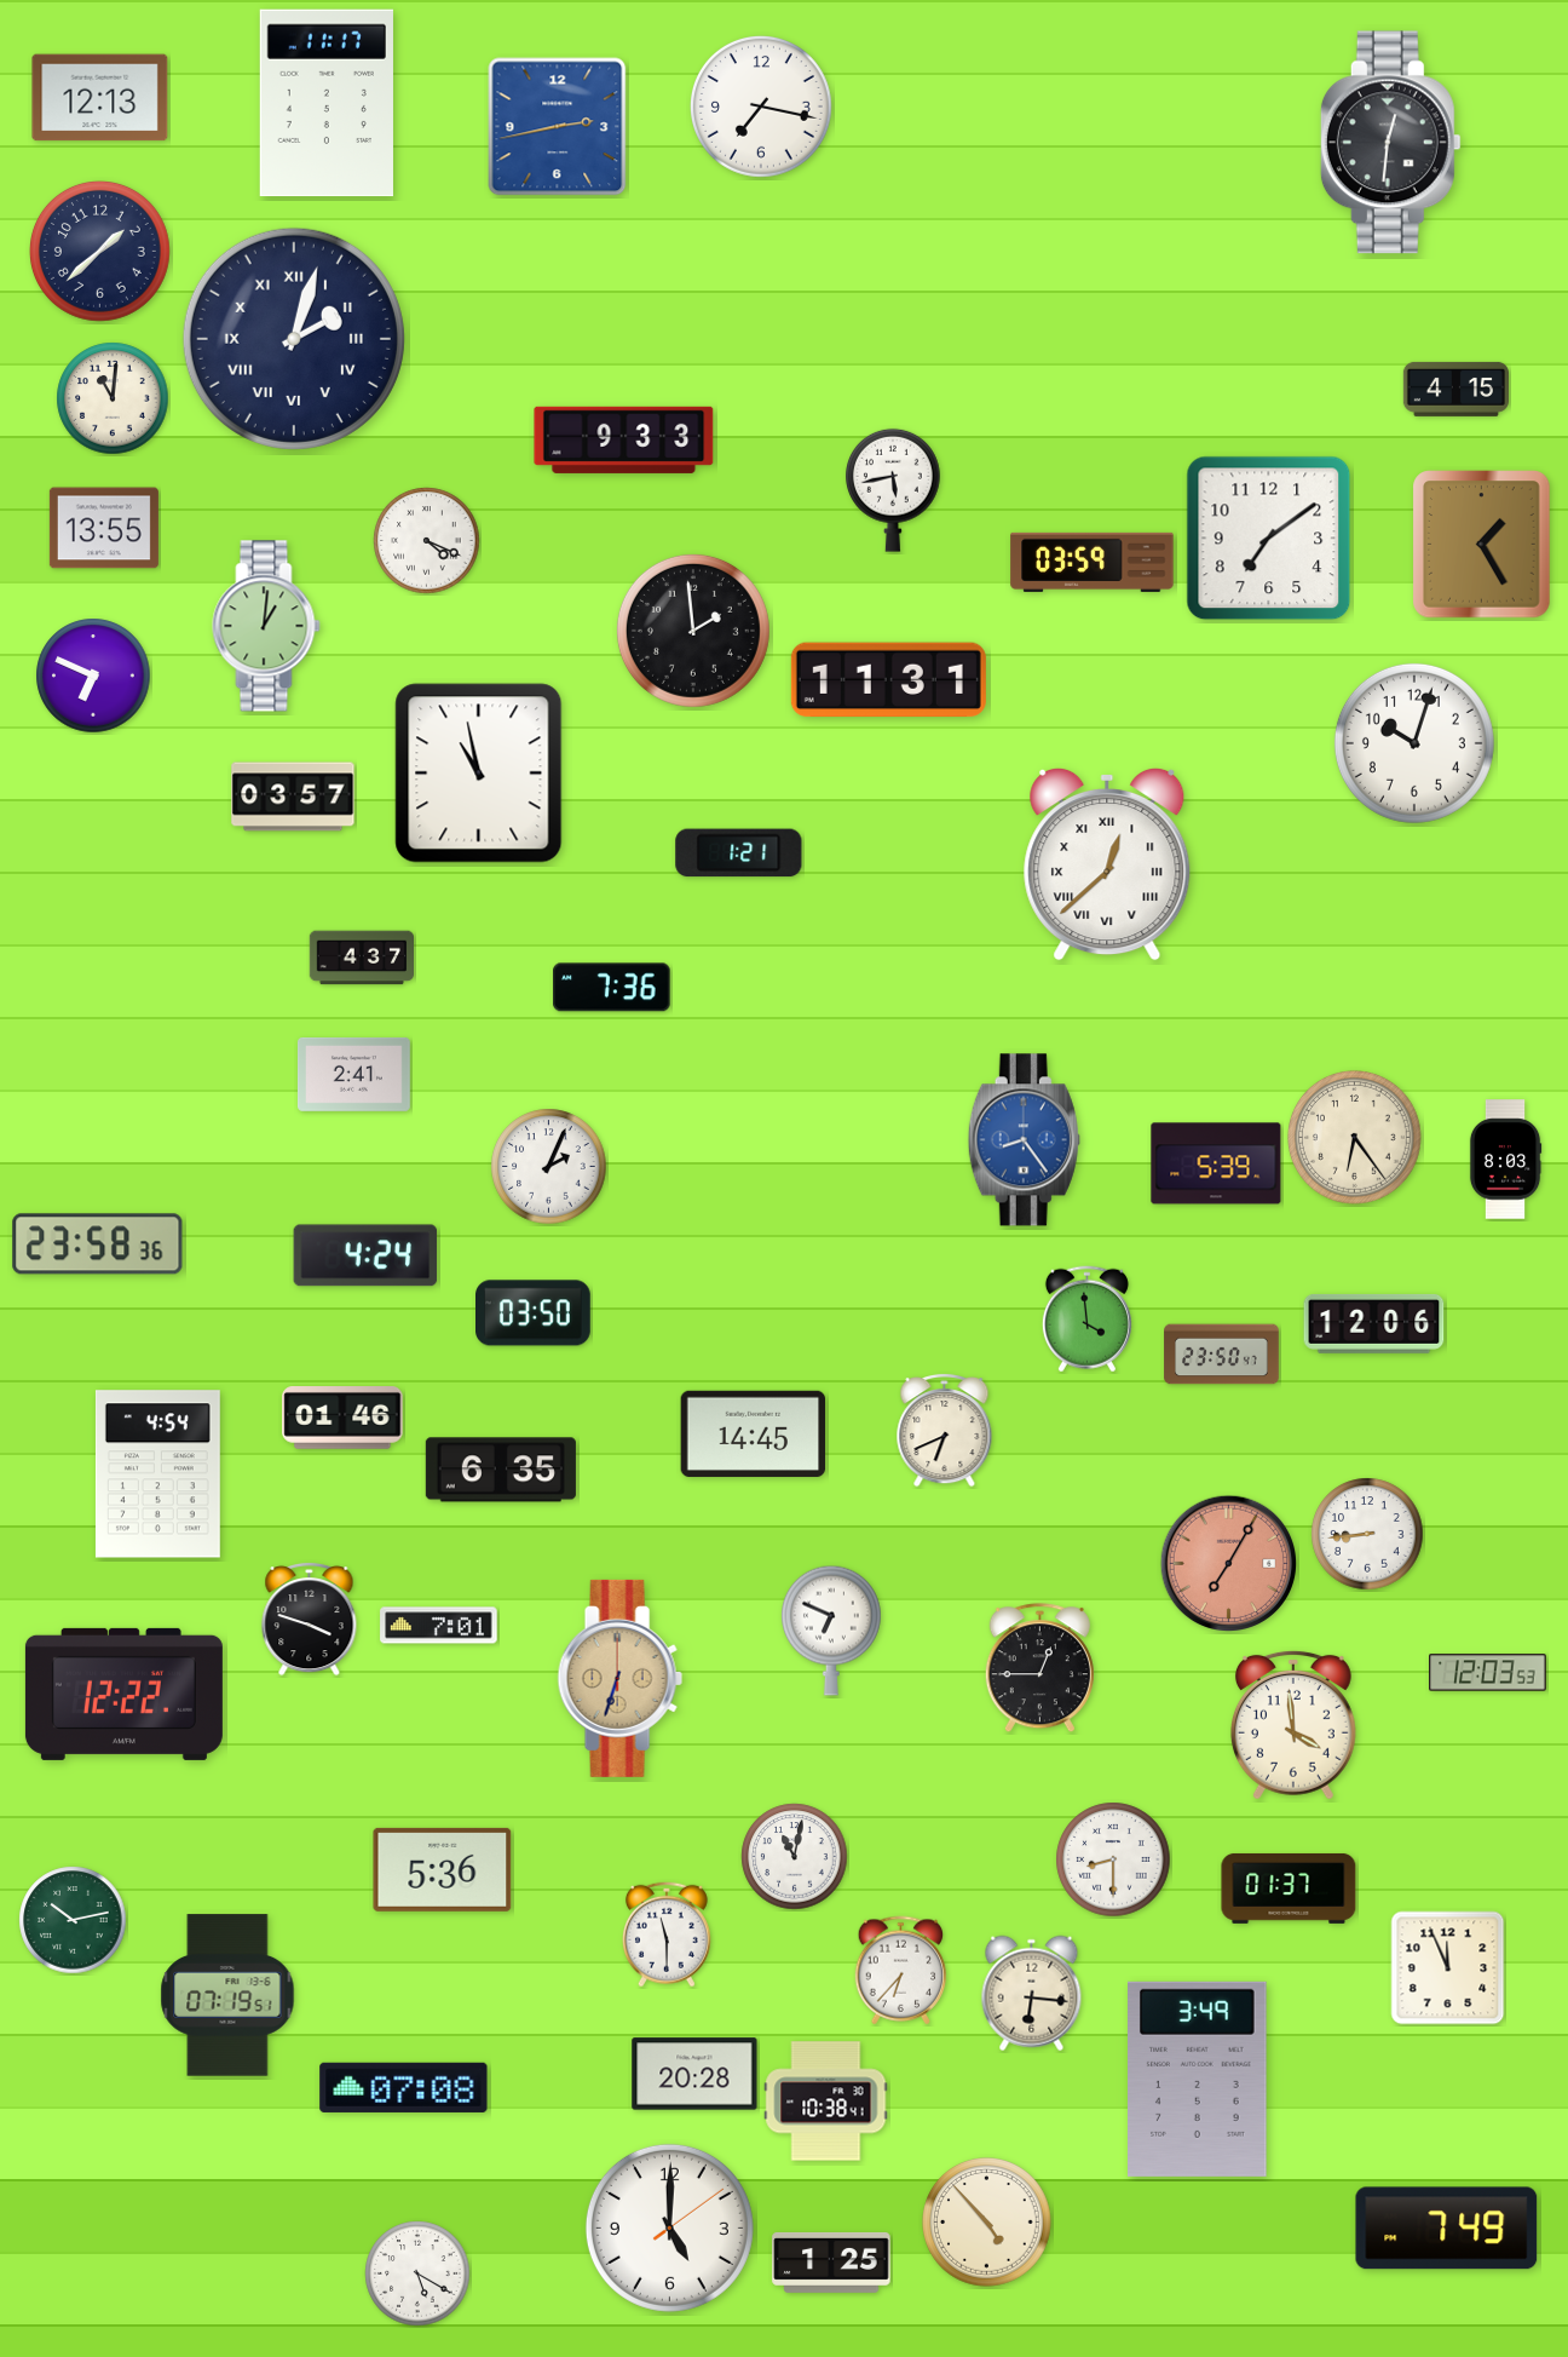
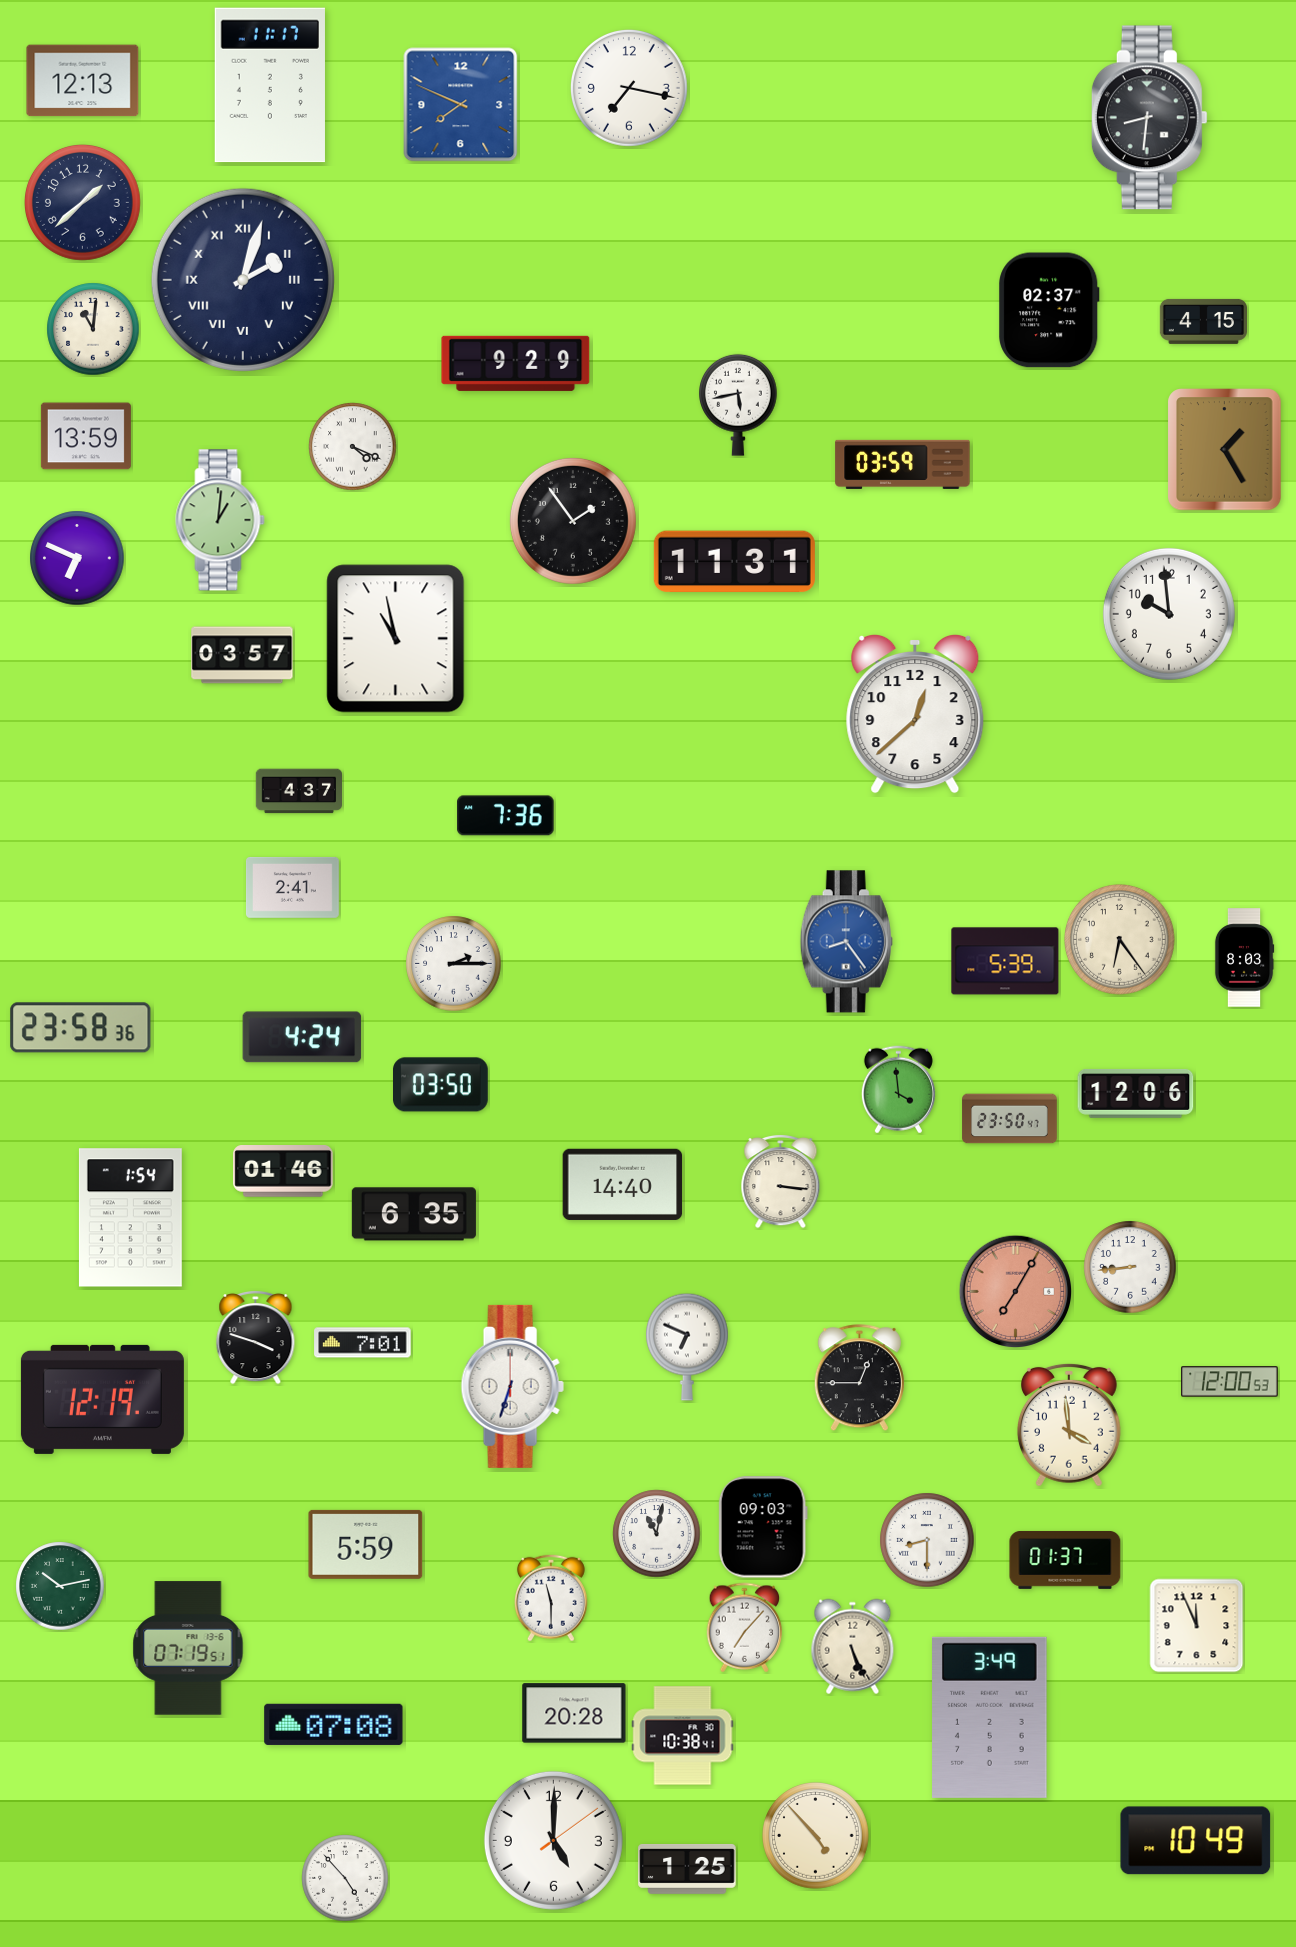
clock at (558, 127): 2:43 -> 7:49
clock at (1390, 143): 12:31 -> 8:31
clock at (100, 252) position: (100, 252) -> (83, 203)
clock at (1050, 310): none -> 02:37
clock at (624, 439): 9:33 -> 9:29
clock at (104, 528): 13:55 -> 13:59
clock at (1269, 539): 7:09 -> none
clock at (266, 626) position: (266, 626) -> (220, 520)
clock at (693, 631): 1:59 -> 1:54
clock at (1414, 743): 10:03 -> 9:59
clock at (293, 797) position: (293, 797) -> (242, 655)
clock at (739, 853): 1:21 -> none
clock at (1107, 864) numerals: Roman -> Arabic
clock at (549, 1167): 2:04 -> 2:15
clock at (945, 1430): 6:41 -> 3:16
clock at (754, 1433): 14:45 -> 14:40
clock at (157, 1474): 4:54 -> 1:54
clock at (1488, 1673): 12:03 -> 12:00
clock at (619, 1678) dial: champagne -> white
clock at (123, 1694): 12:22 -> 12:19
clock at (763, 1527): none -> 09:03
clock at (1113, 1859) position: (1113, 1859) -> (927, 1540)
clock at (443, 1869): 5:36 -> 5:59
clock at (901, 1971): 6:37 -> 7:07
clock at (1032, 1994): 6:16 -> 5:26
clock at (1447, 2229): 7:49 -> 10:49
clock at (417, 2273): 5:20 -> 4:53
